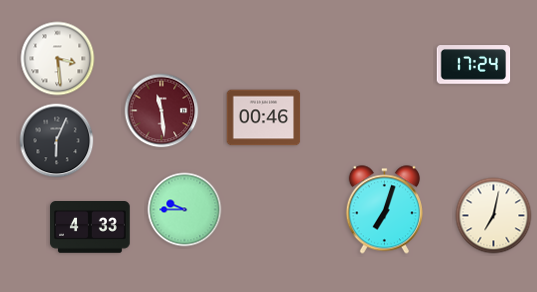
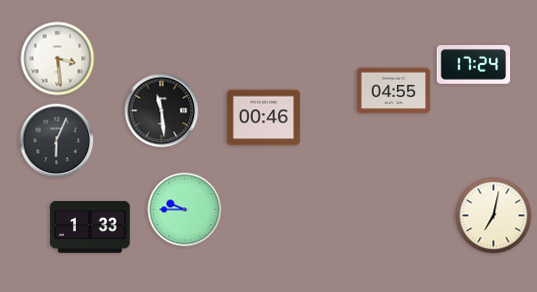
clock at (394, 91): none -> 04:55
clock at (162, 111) dial: burgundy -> black
clock at (384, 210): 7:03 -> none
clock at (90, 227): 4:33 -> 1:33
